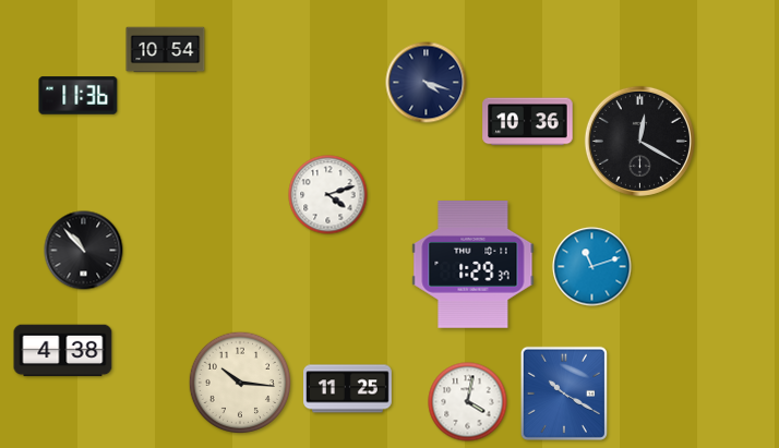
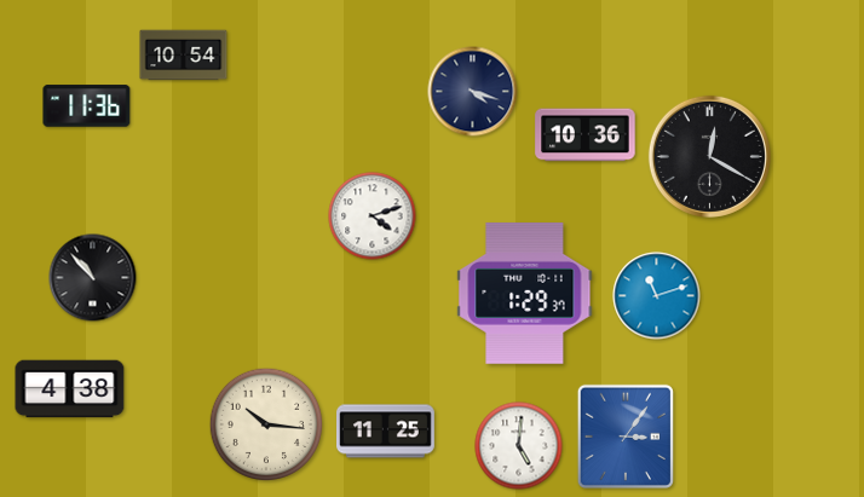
clock at (328, 195) position: (328, 195) -> (373, 216)
clock at (564, 393): 10:20 -> 3:06
clock at (468, 402): 4:02 -> 5:01
